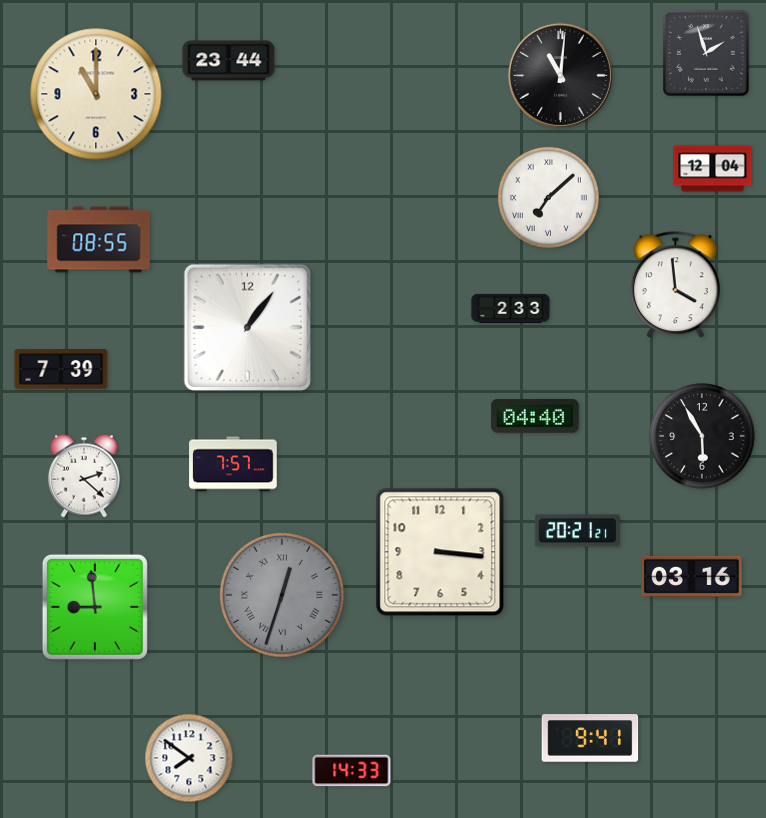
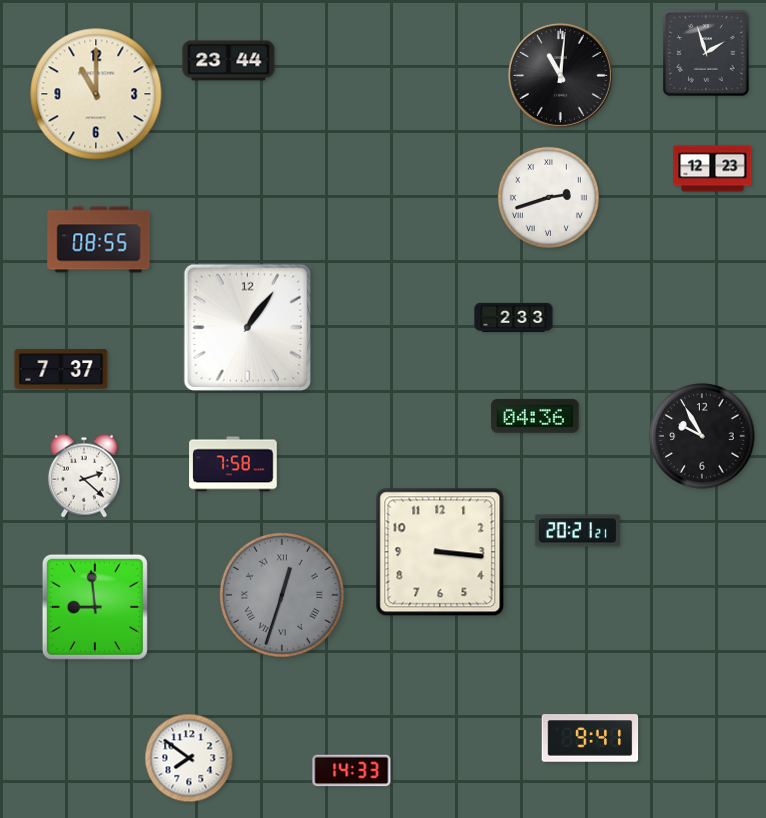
clock at (713, 169): 12:04 -> 12:23
clock at (548, 197): 7:08 -> 2:42
clock at (675, 285): 3:59 -> none
clock at (511, 308) position: (511, 308) -> (514, 317)
clock at (61, 369): 7:39 -> 7:37
clock at (535, 416): 04:40 -> 04:36
clock at (702, 436): 5:55 -> 9:55
clock at (233, 464): 7:57 -> 7:58
clock at (692, 576): 03:16 -> none
